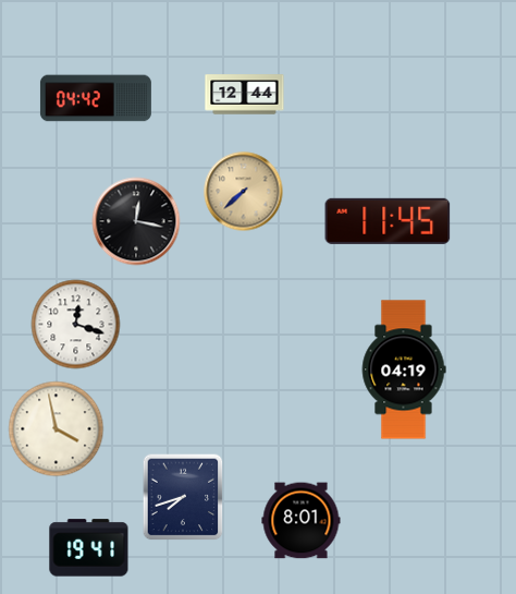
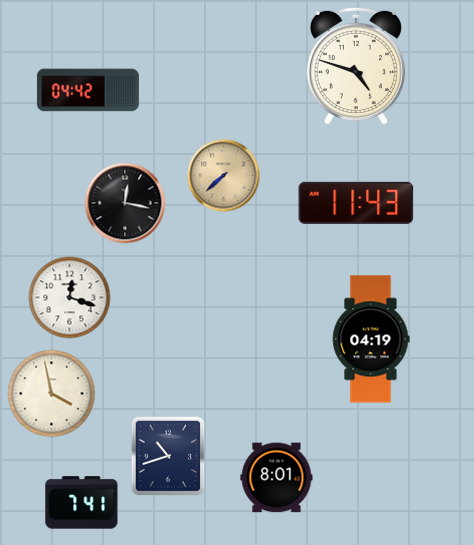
clock at (356, 66): none -> 4:48
clock at (245, 95): 12:44 -> none
clock at (388, 221): 11:45 -> 11:43
clock at (183, 497): 7:42 -> 10:42
clock at (89, 548): 19:41 -> 7:41
